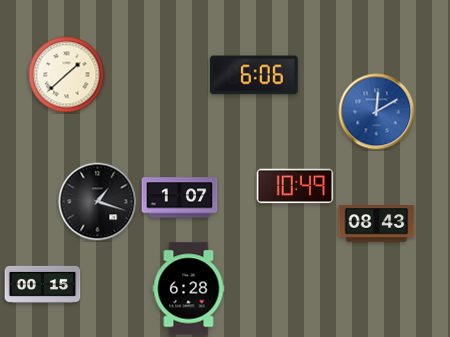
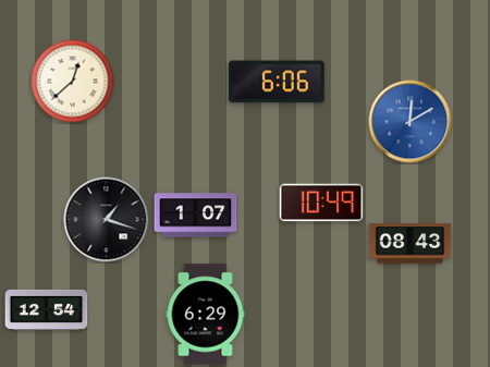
clock at (67, 75): 1:38 -> 12:38
clock at (43, 284): 00:15 -> 12:54
clock at (189, 289): 6:28 -> 6:29
